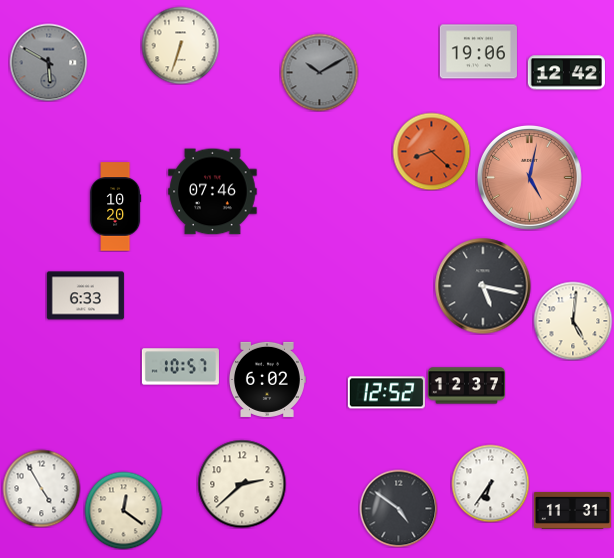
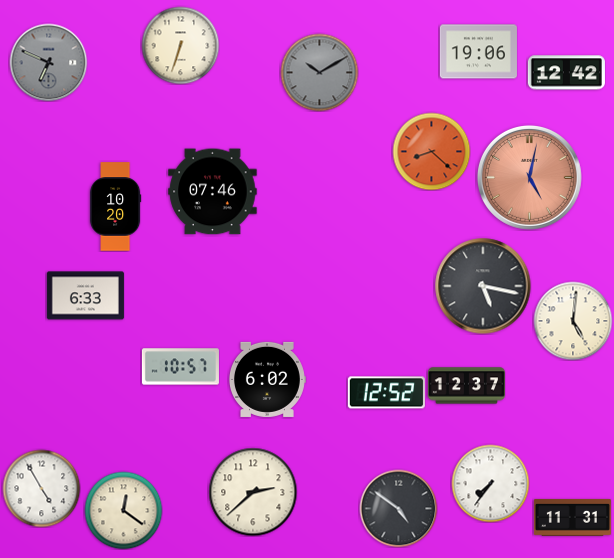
clock at (48, 62): 5:50 -> 6:49
clock at (490, 483): 6:36 -> 7:36
clock at (242, 484) position: (242, 484) -> (253, 492)
clock at (572, 510) position: (572, 510) -> (572, 517)
